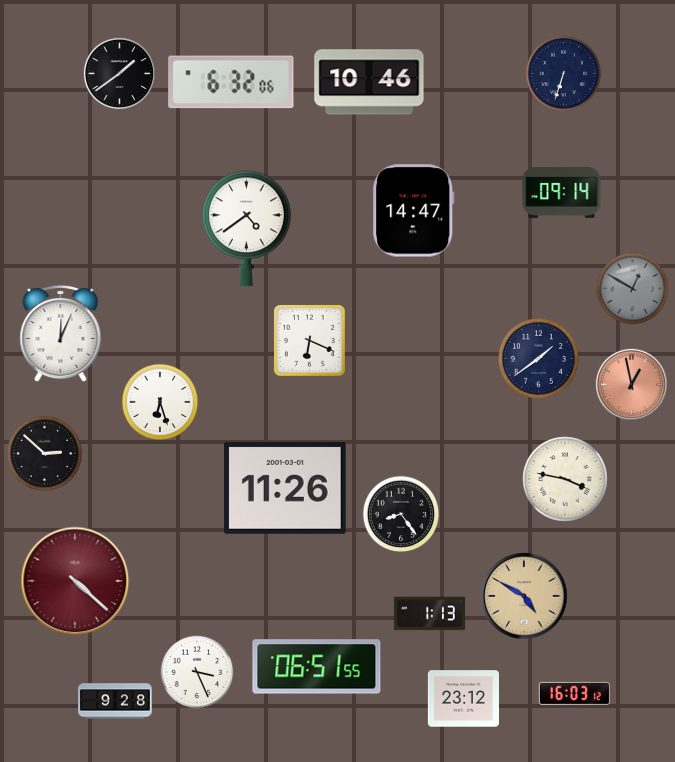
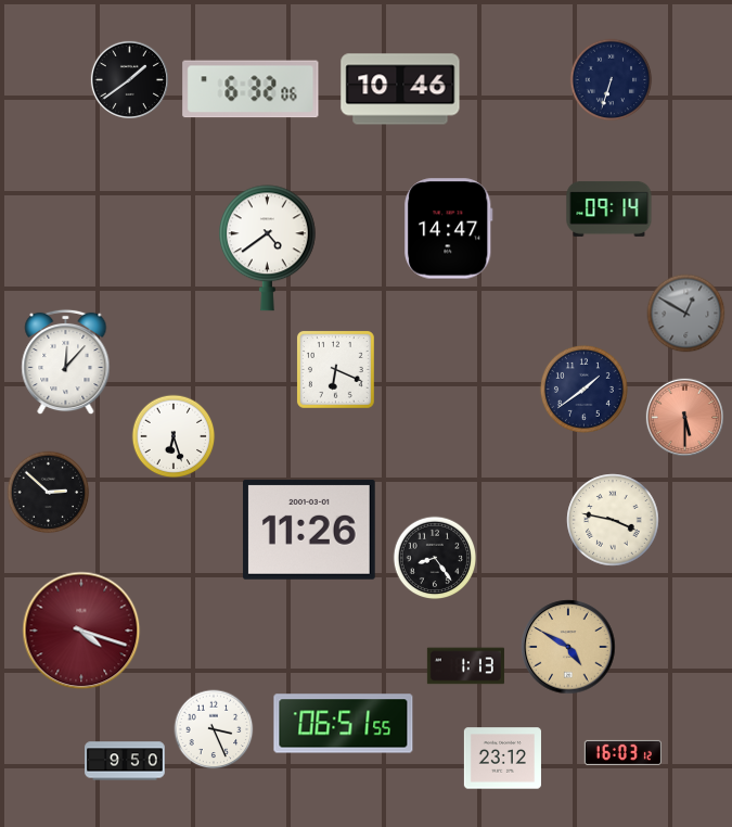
clock at (61, 334): 12:04 -> 12:07
clock at (631, 384): 12:58 -> 5:30
clock at (75, 581): 4:22 -> 4:18
clock at (115, 701): 9:28 -> 9:50
